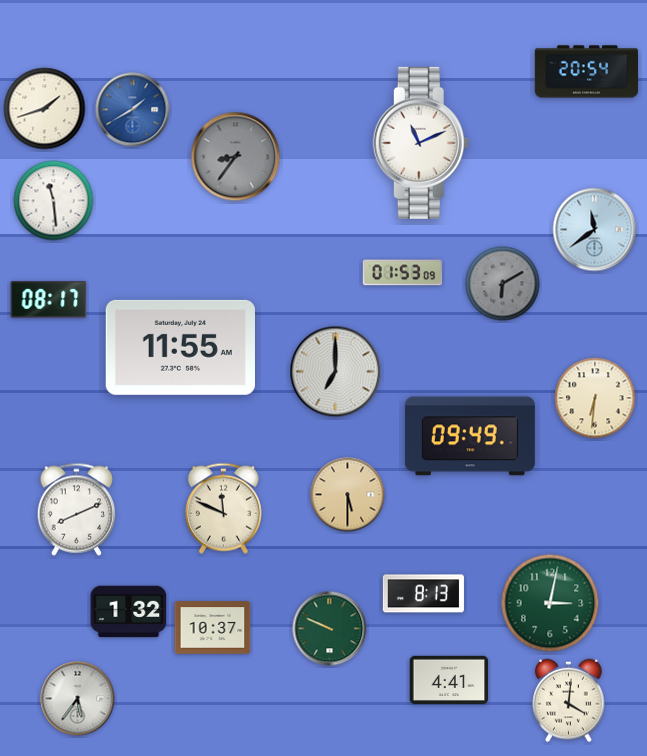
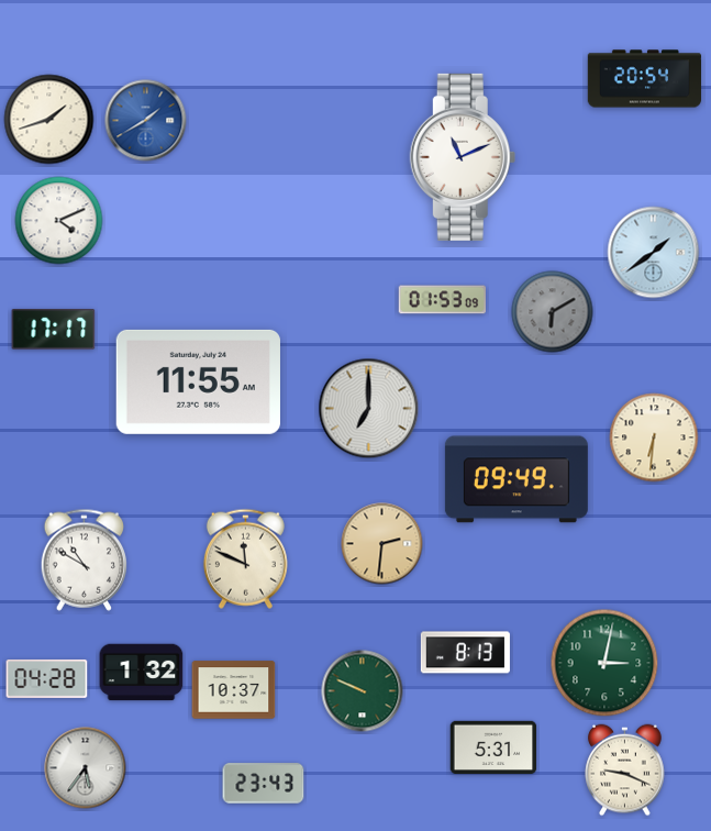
clock at (236, 157): 8:36 -> none
clock at (54, 201): 11:29 -> 4:11
clock at (595, 230): 11:39 -> 1:39
clock at (49, 300): 08:17 -> 17:17
clock at (348, 495): 5:30 -> 2:31
clock at (76, 509): 8:11 -> 10:50
clock at (47, 679): none -> 04:28
clock at (449, 680): 4:41 -> 5:31
clock at (569, 701): 4:01 -> 9:19
clock at (264, 784): none -> 23:43
